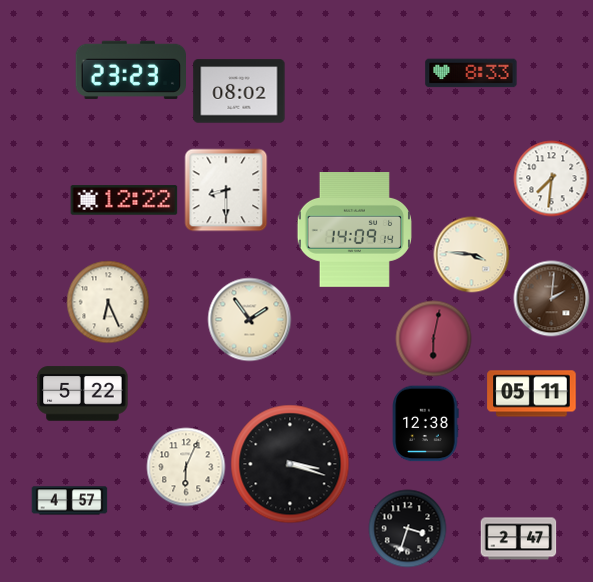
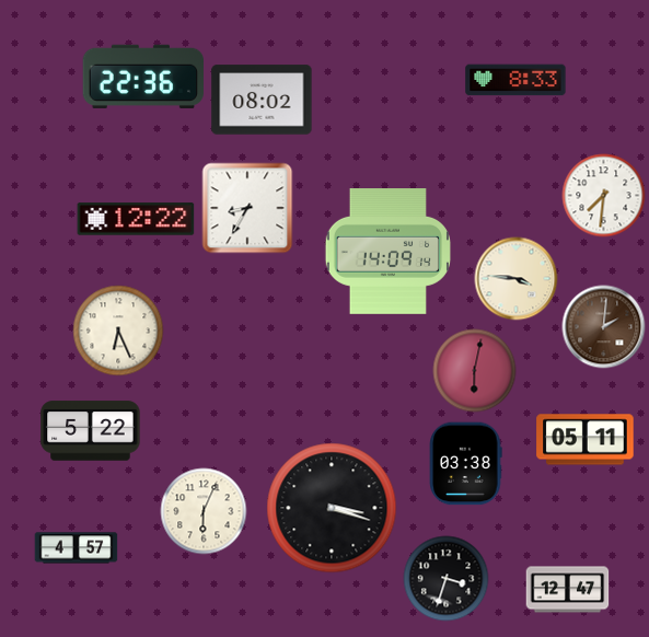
clock at (131, 70): 23:23 -> 22:36
clock at (226, 190): 8:30 -> 8:35
clock at (250, 320): 1:54 -> none
clock at (532, 394) position: (532, 394) -> (586, 440)
clock at (425, 424): 12:38 -> 03:38
clock at (290, 464) position: (290, 464) -> (332, 508)
clock at (519, 539): 2:47 -> 12:47
